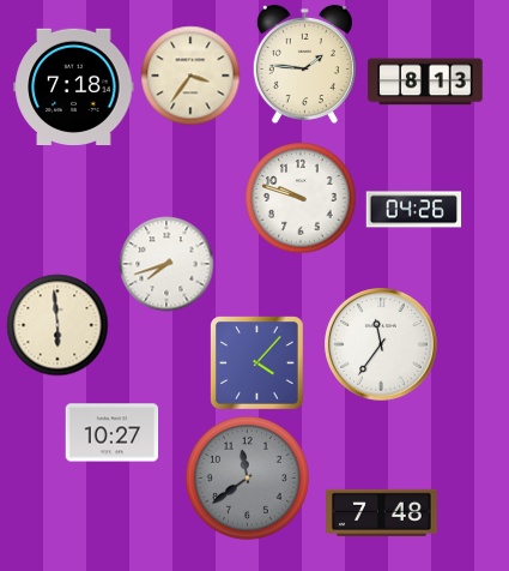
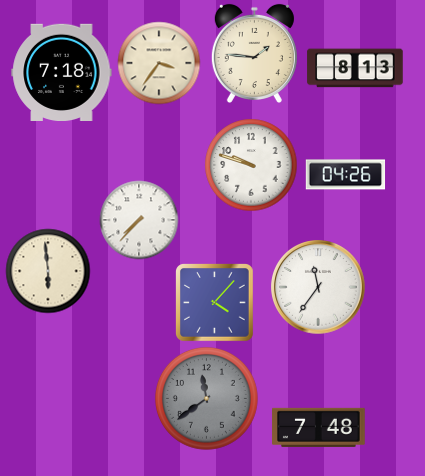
clock at (166, 264): 7:42 -> 7:37
clock at (111, 433): 10:27 -> none
